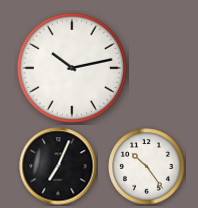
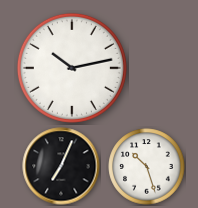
clock at (58, 166) position: (58, 166) -> (61, 166)
clock at (147, 167): 10:24 -> 10:27
